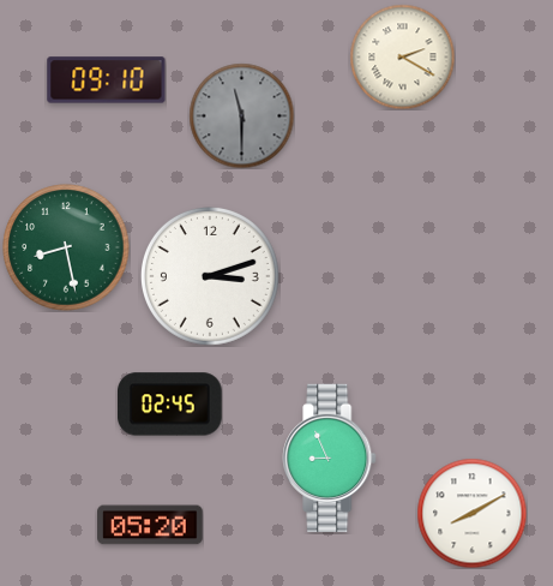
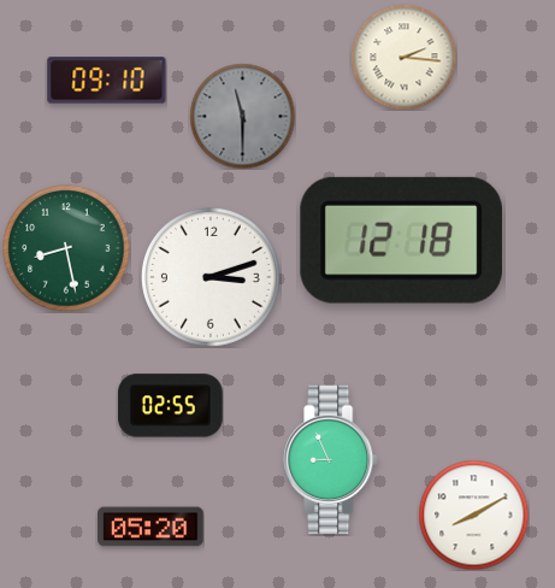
clock at (402, 56): 2:20 -> 2:16
clock at (401, 240): none -> 12:18
clock at (170, 405): 02:45 -> 02:55
